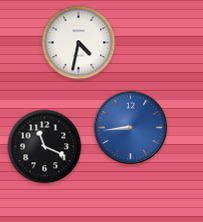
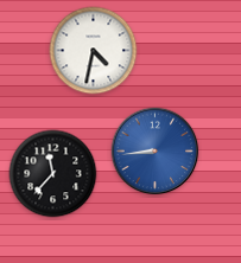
clock at (45, 147): 11:19 -> 11:37
